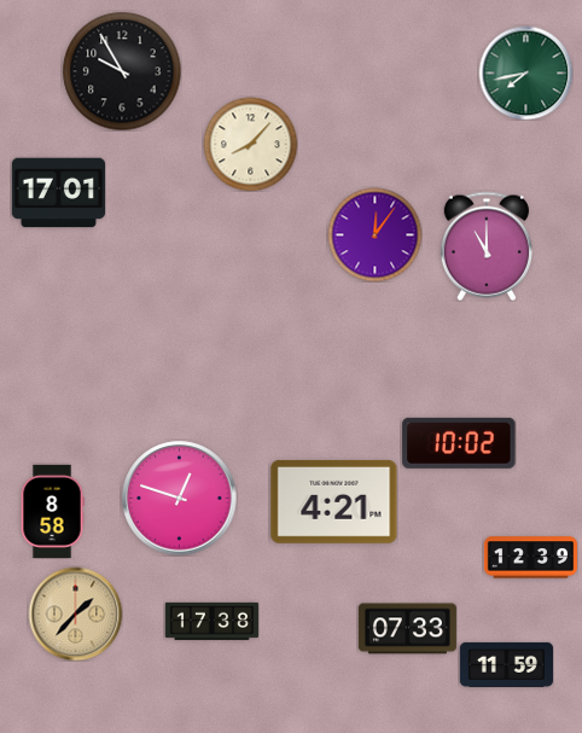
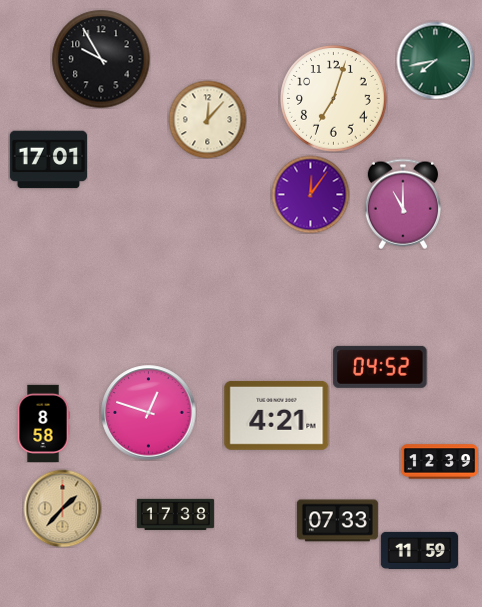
clock at (334, 99): none -> 7:03
clock at (250, 144): 8:07 -> 12:07
clock at (459, 443): 10:02 -> 04:52
